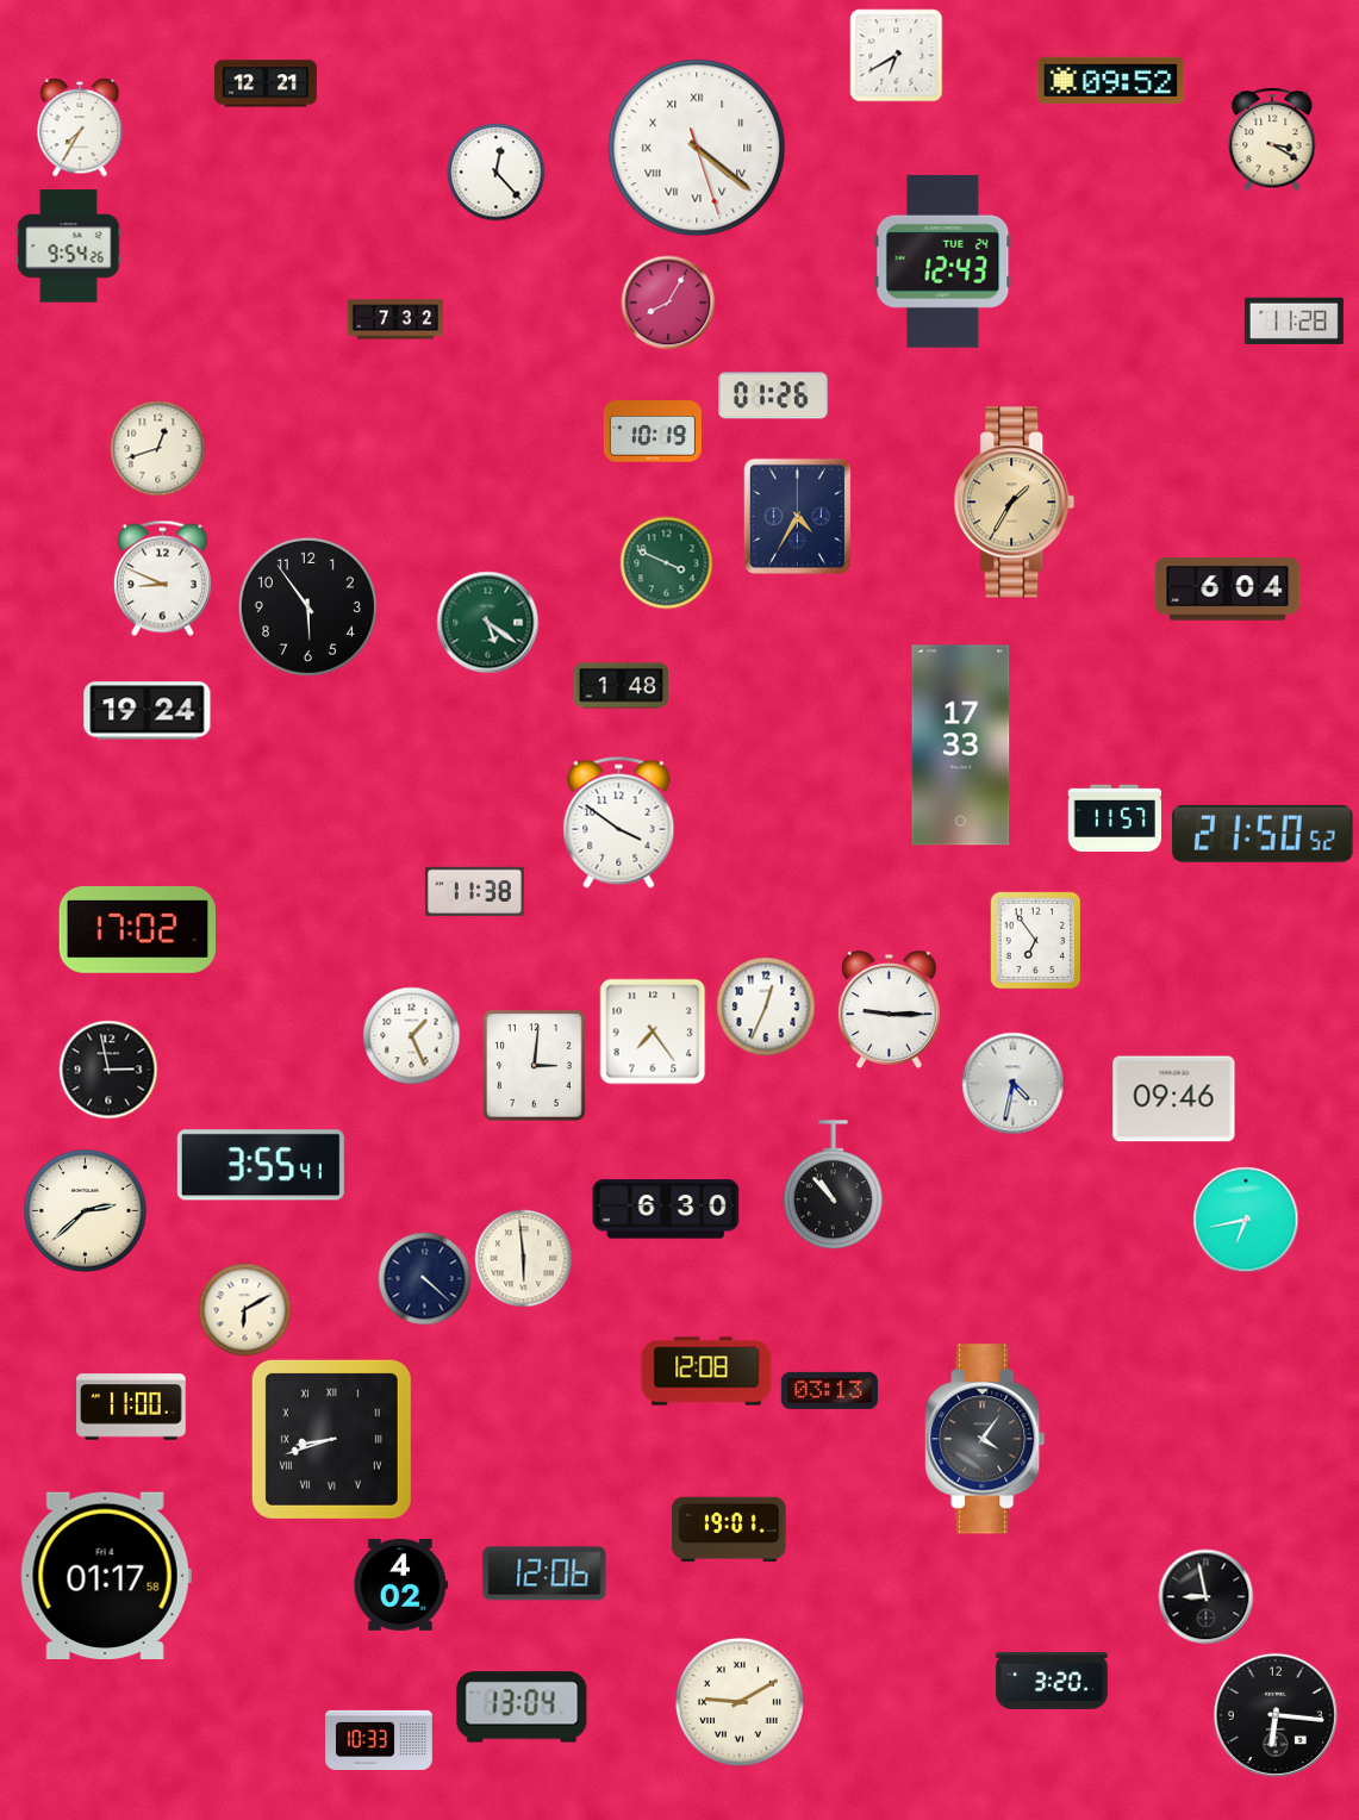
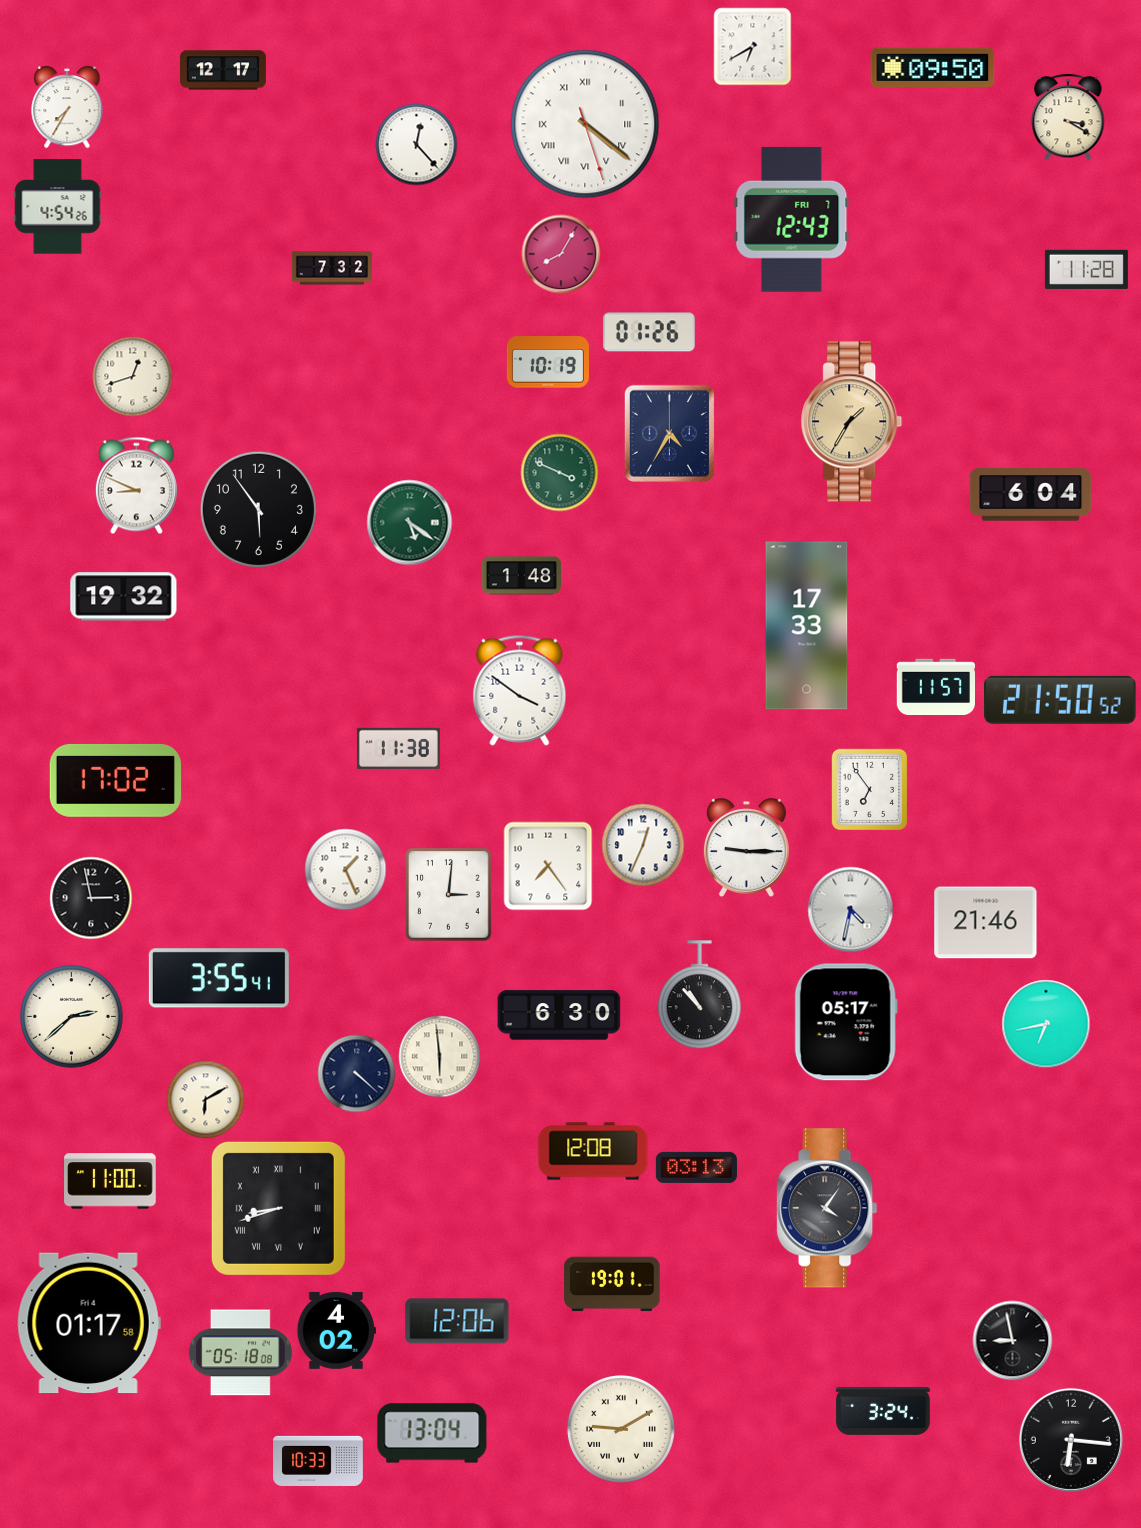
clock at (1111, 80): 09:52 -> 09:50
clock at (266, 83): 12:21 -> 12:17
clock at (69, 247): 9:54 -> 4:54
clock at (943, 261) date: TUE 24 -> FRI 7
clock at (148, 711): 19:24 -> 19:32
clock at (1174, 1099): 09:46 -> 21:46
clock at (846, 1022): none -> 05:17
clock at (240, 1353): none -> 05:18
clock at (1052, 1681): 3:20 -> 3:24
clock at (522, 1707) position: (522, 1707) -> (432, 1433)
